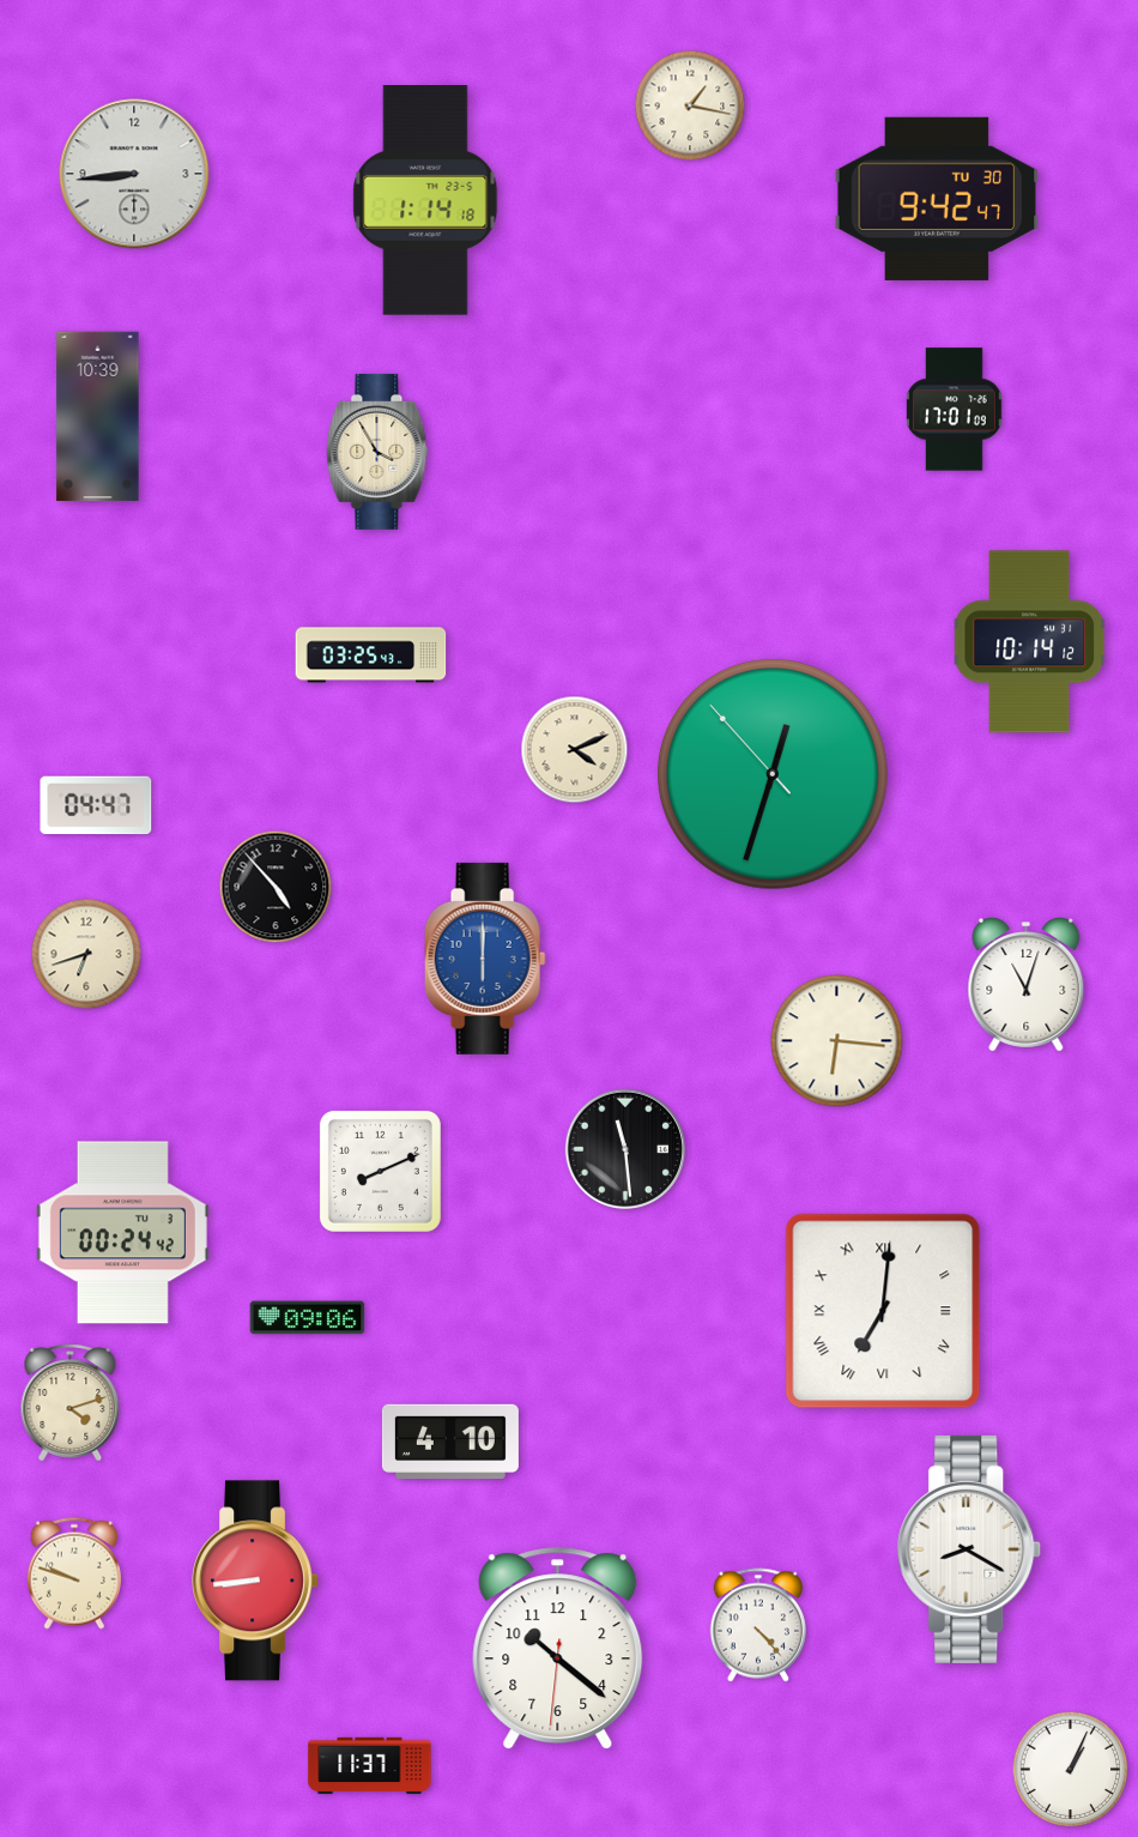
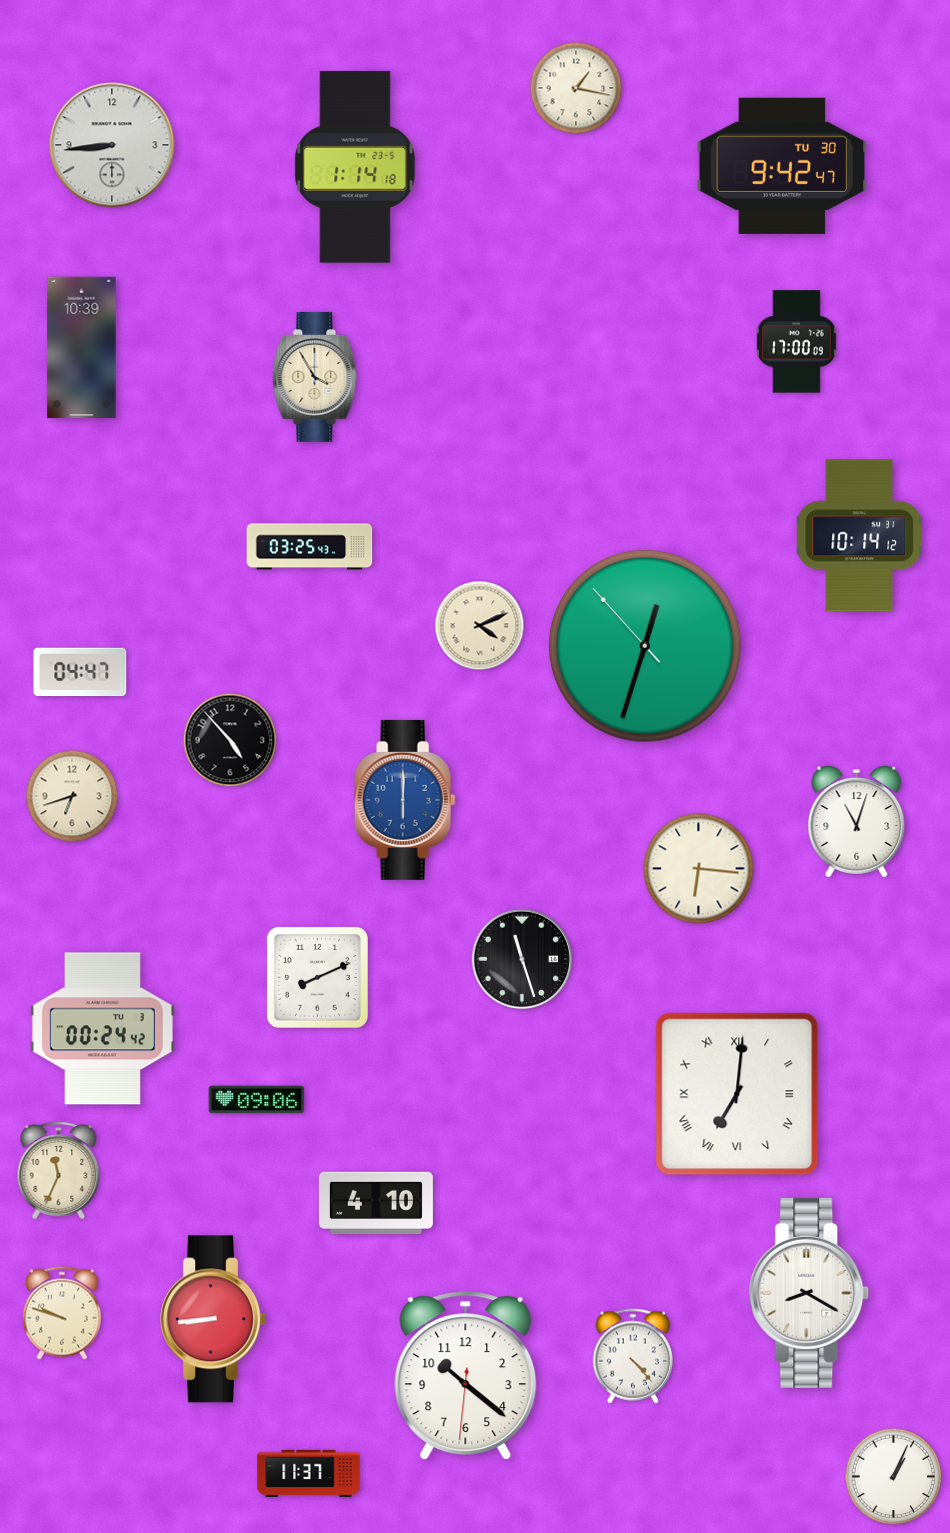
clock at (955, 410): 17:01 -> 17:00
clock at (625, 1149): 11:29 -> 11:27
clock at (71, 1403): 4:12 -> 11:34
